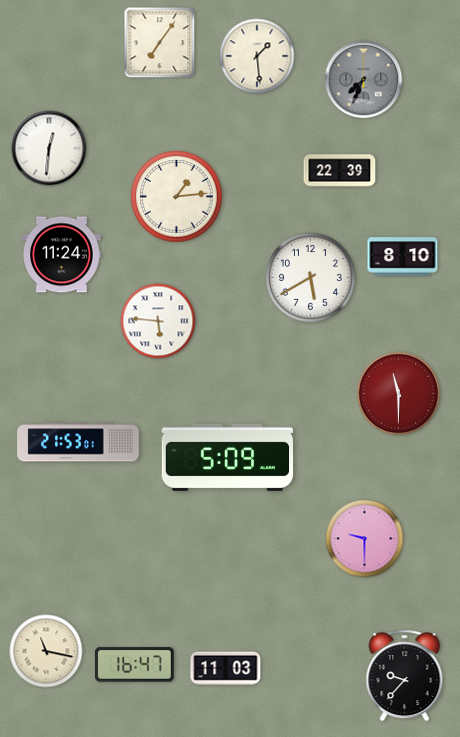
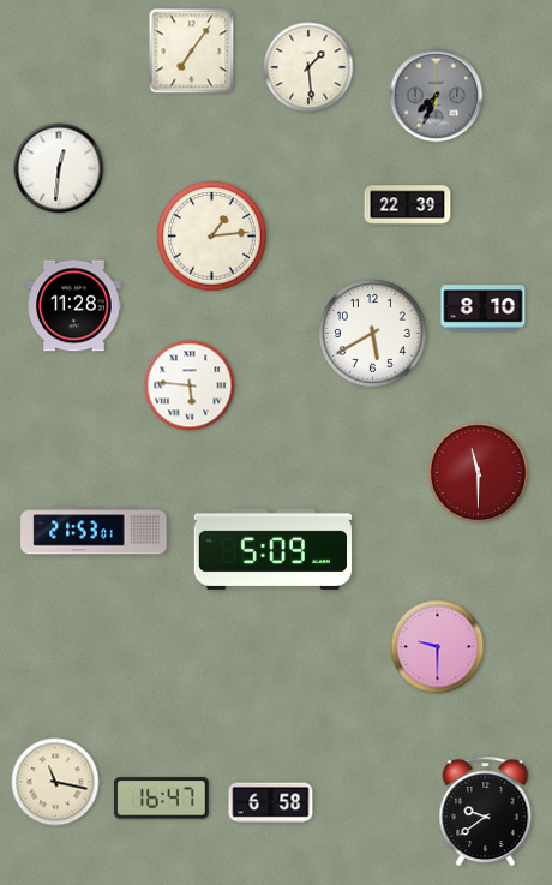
clock at (49, 148) position: (49, 148) -> (59, 168)
clock at (62, 255): 11:24 -> 11:28
clock at (226, 669): 11:03 -> 6:58
clock at (405, 676): 9:37 -> 9:39
